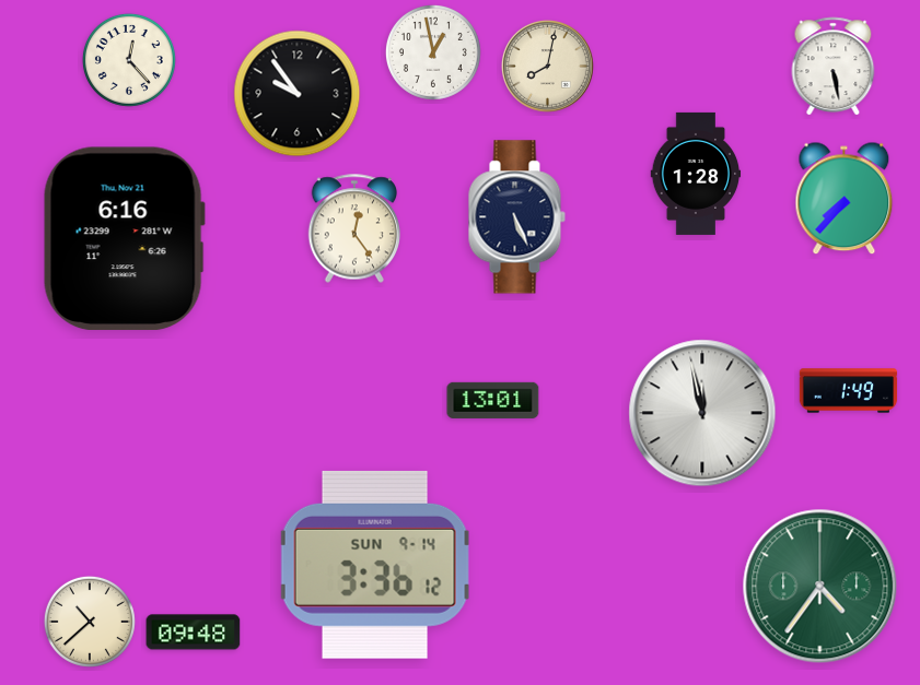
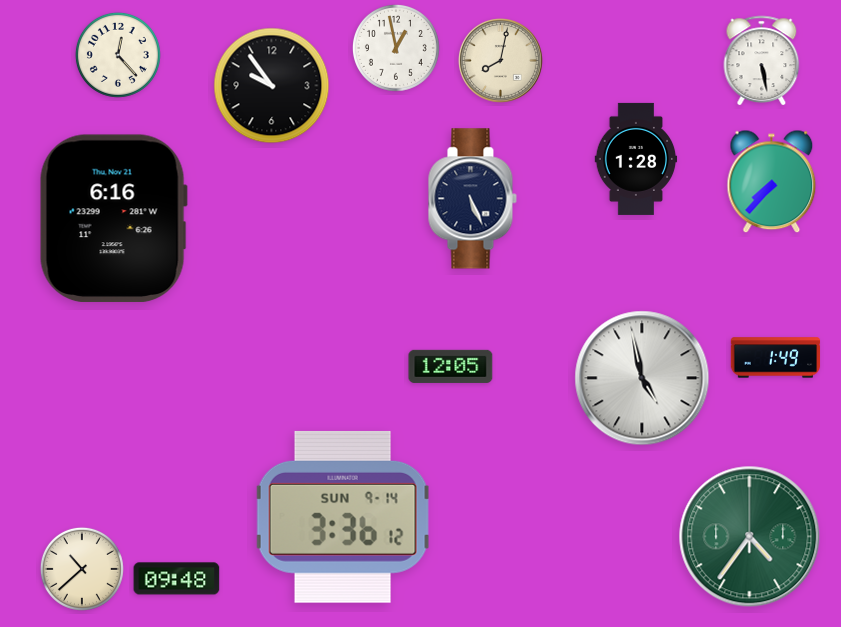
clock at (353, 228): 12:24 -> none
clock at (493, 400): 13:01 -> 12:05
clock at (702, 413): 11:58 -> 4:58
